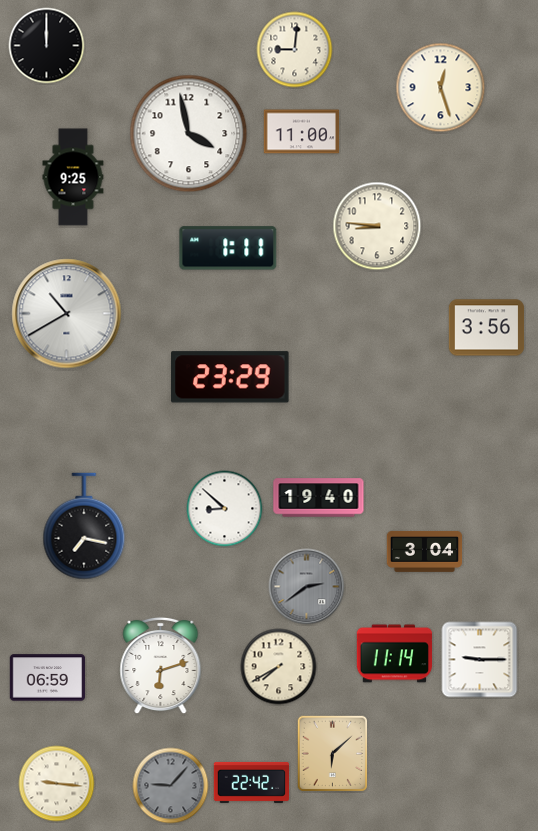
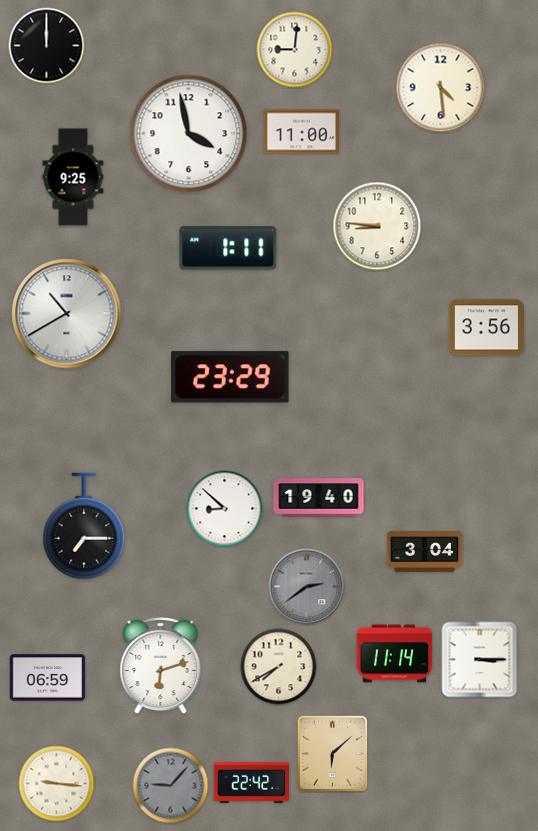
clock at (441, 88): 12:27 -> 4:29
clock at (84, 526): 7:17 -> 7:15
clock at (480, 660): 9:15 -> 3:15
